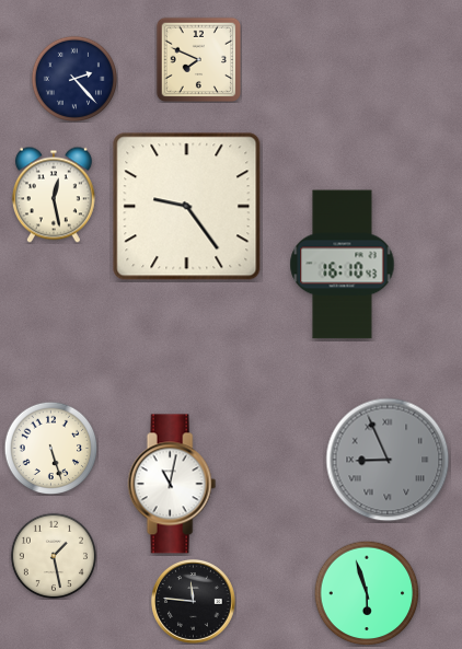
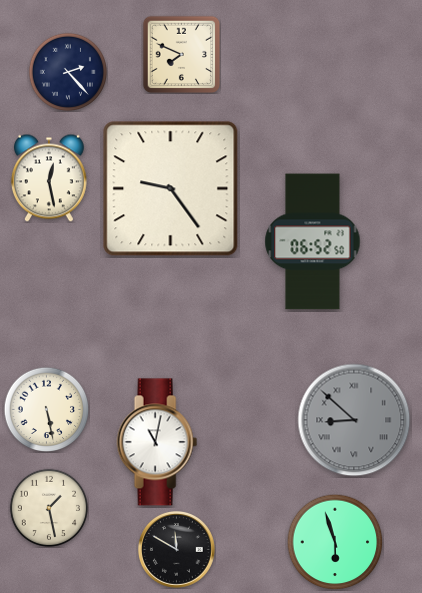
clock at (343, 265): 16:10 -> 06:52
clock at (50, 448): 5:27 -> 5:28
clock at (388, 460): 8:56 -> 8:52
clock at (194, 602): 11:46 -> 11:50
